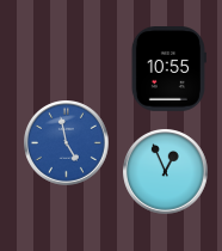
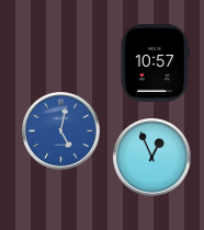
clock at (168, 69): 10:55 -> 10:57
clock at (67, 143): 4:58 -> 5:02
